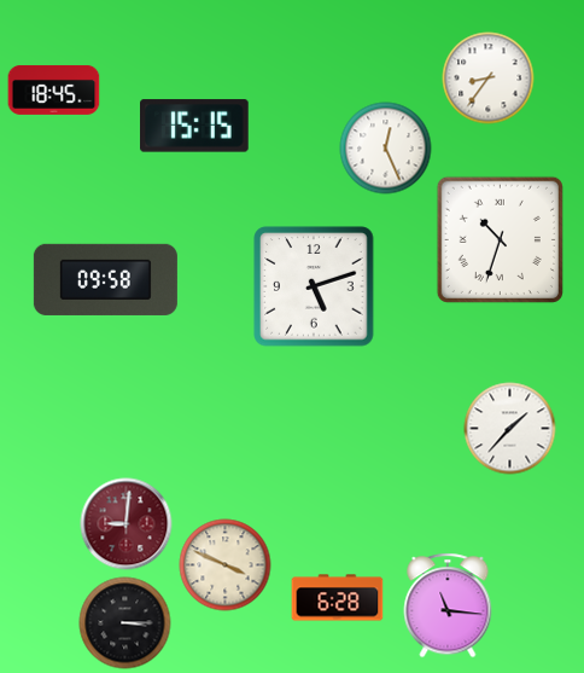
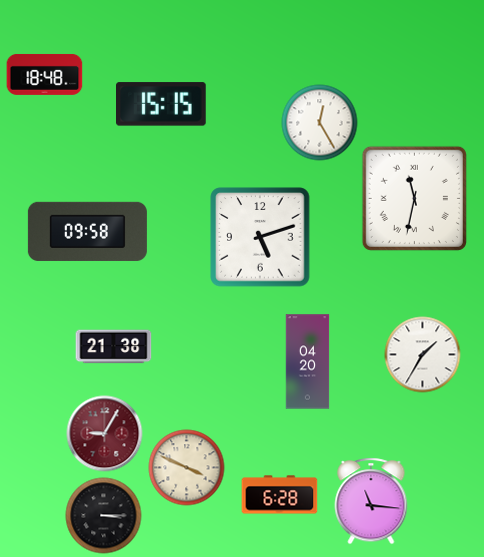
clock at (489, 79): 8:36 -> none
clock at (54, 89): 18:45 -> 18:48
clock at (386, 149): 12:26 -> 12:25
clock at (500, 239): 10:33 -> 11:32
clock at (114, 347): none -> 21:38
clock at (510, 429): 1:37 -> 1:35
clock at (308, 362): none -> 04:20
clock at (127, 524): 9:01 -> 9:05
